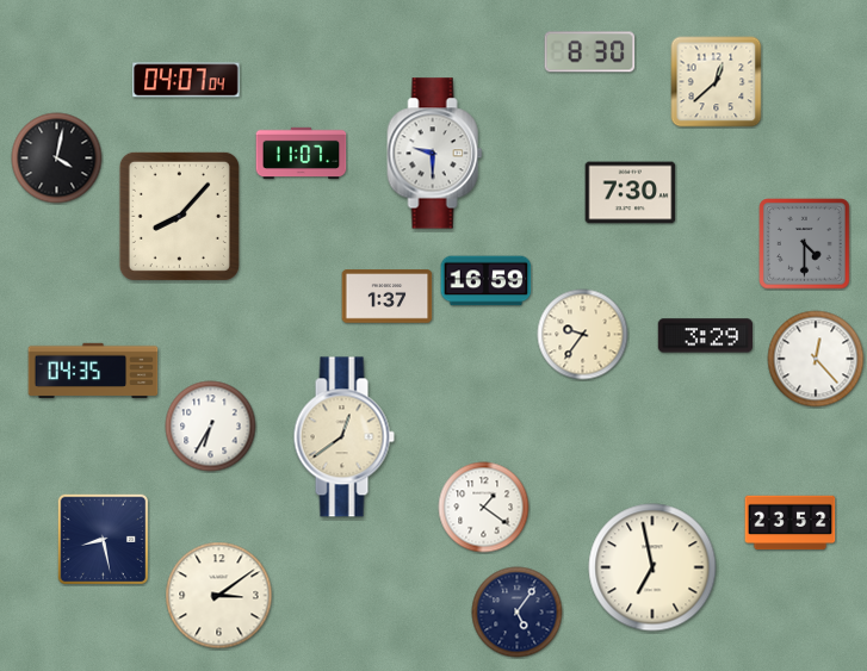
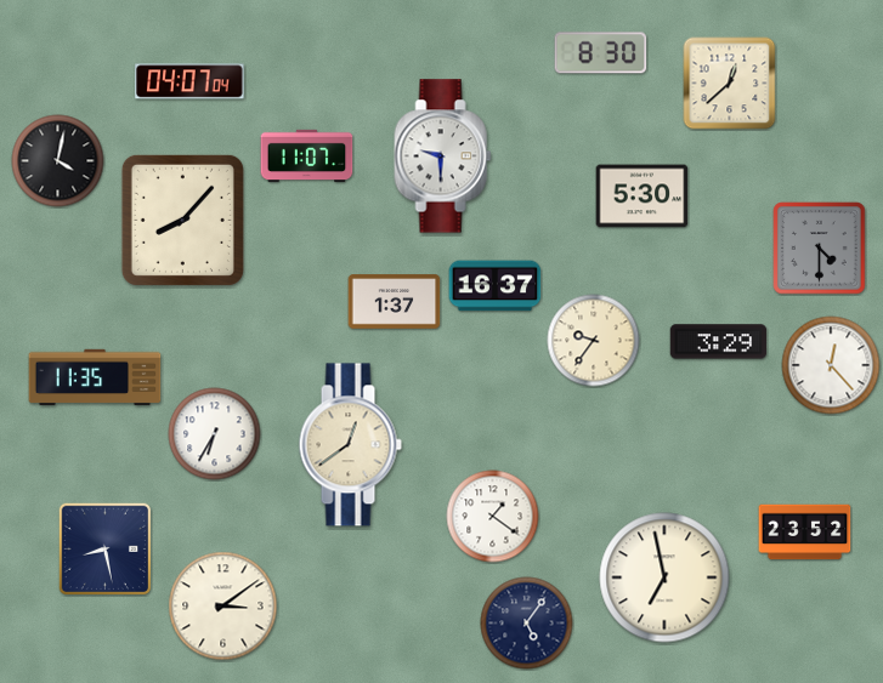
clock at (631, 193): 7:30 -> 5:30
clock at (487, 281): 16:59 -> 16:37
clock at (93, 371): 04:35 -> 11:35
